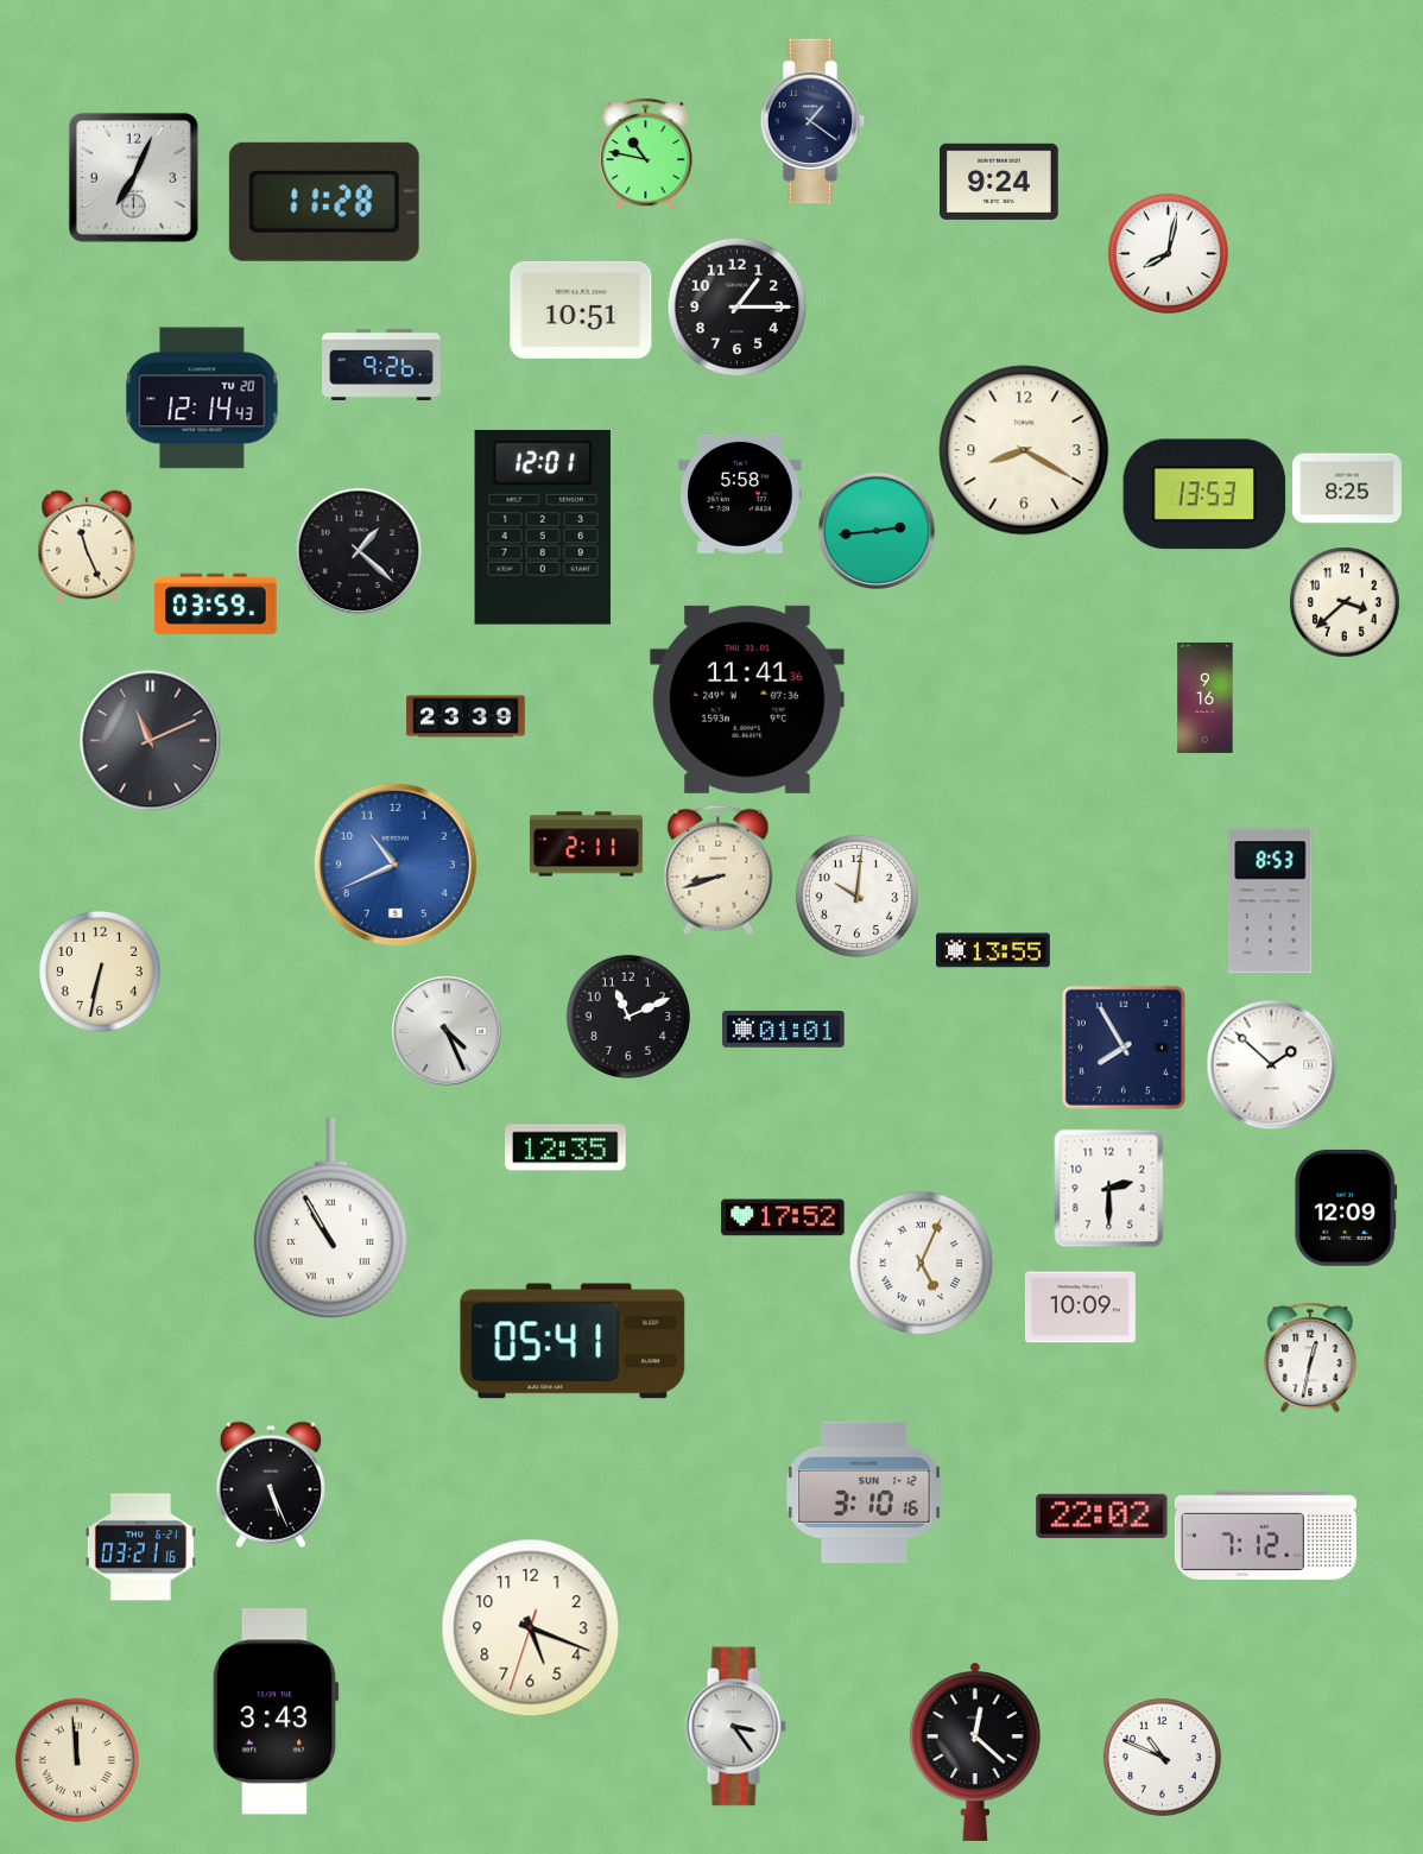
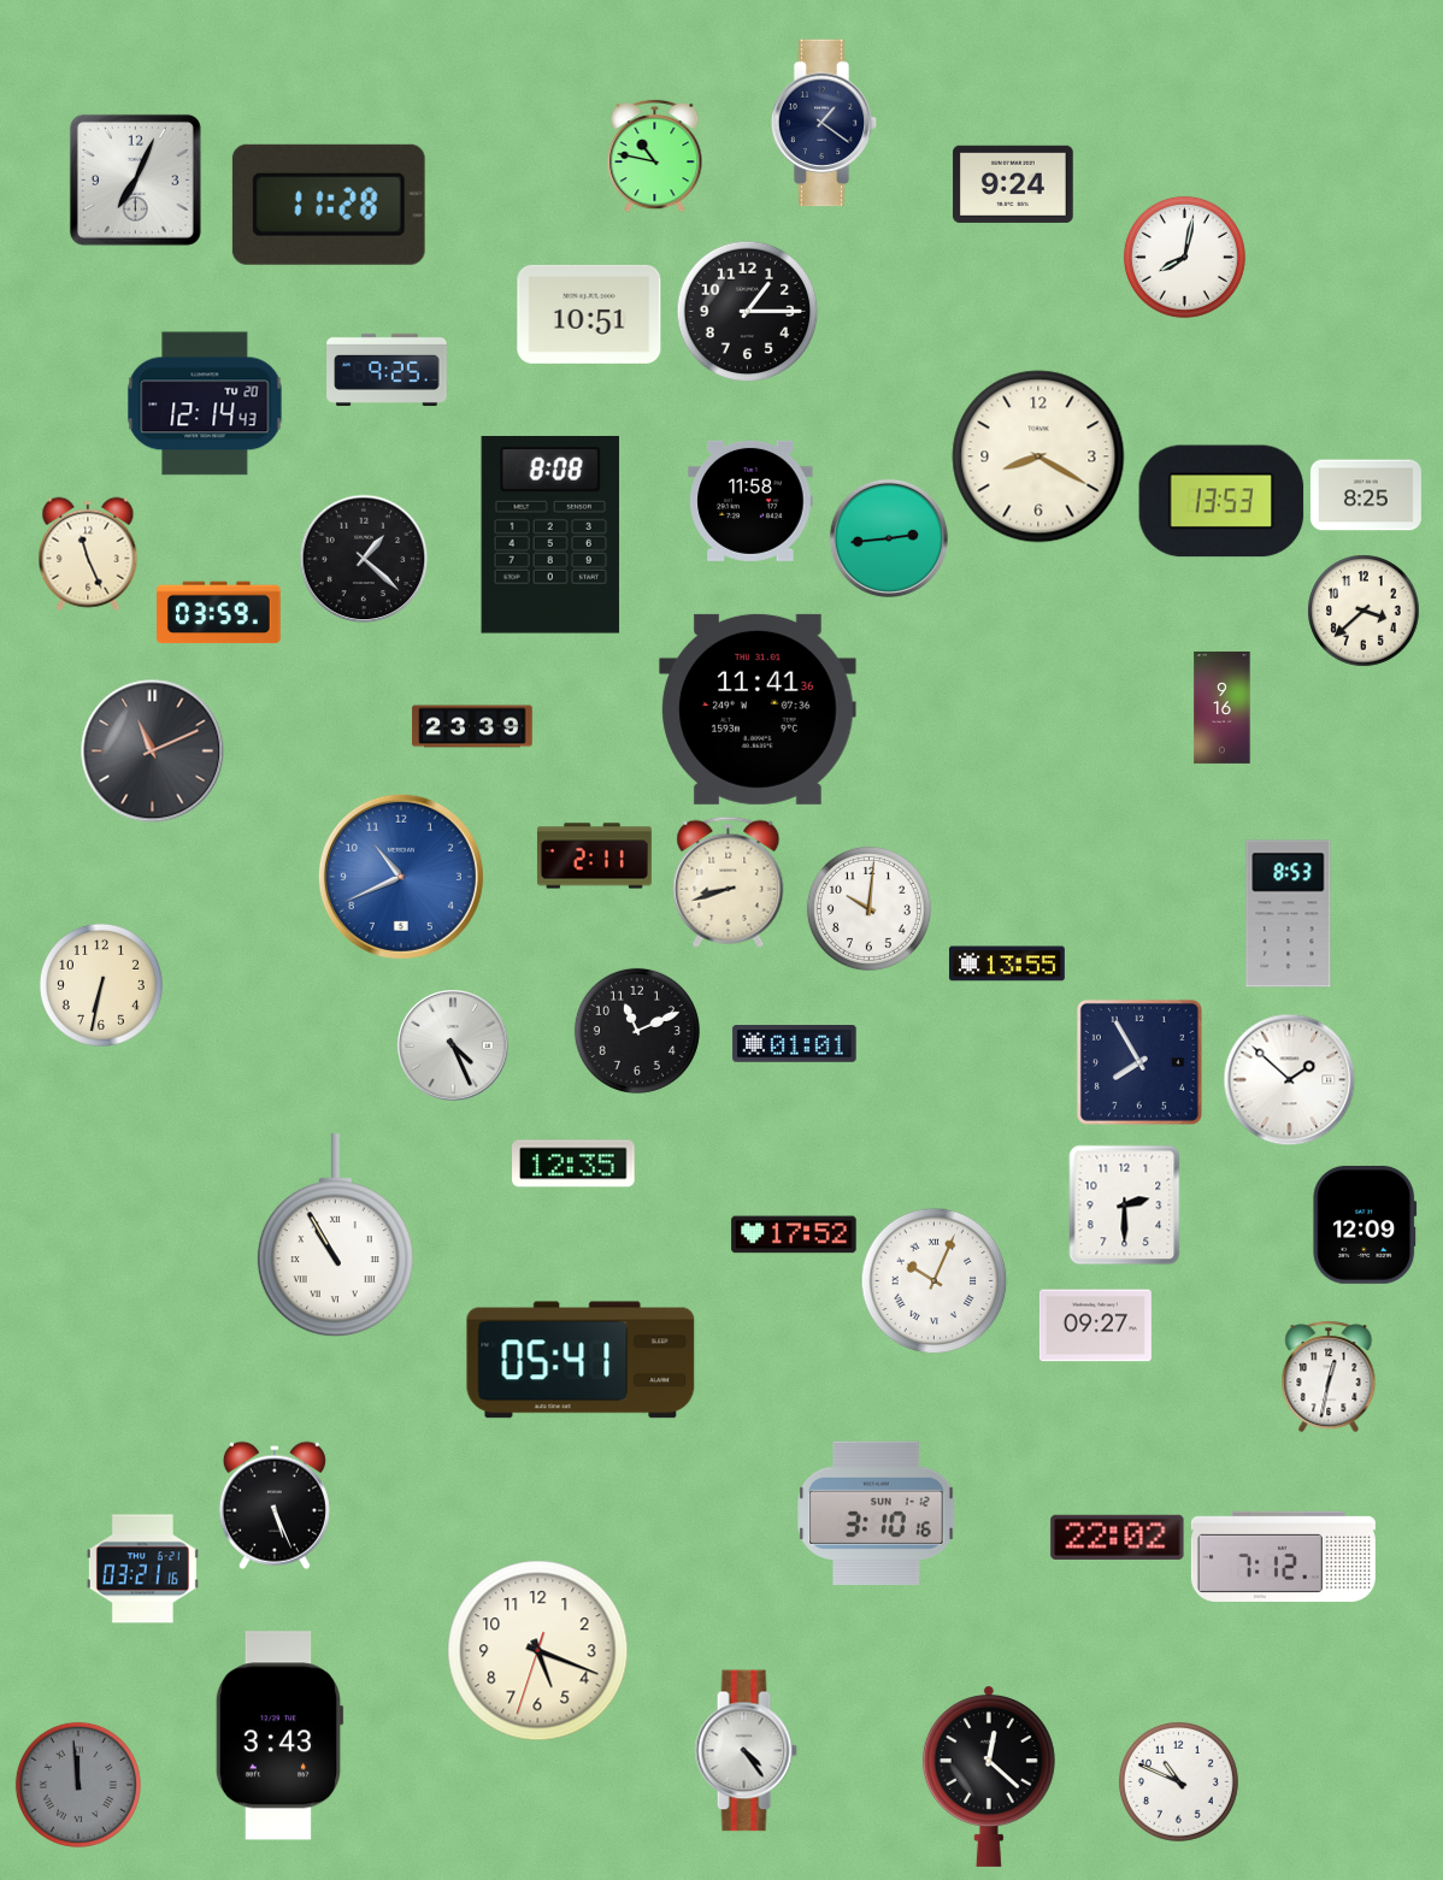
clock at (381, 365): 9:26 -> 9:25
clock at (740, 494): 5:58 -> 11:58
clock at (543, 527): 12:01 -> 8:08
clock at (921, 1263): 5:04 -> 10:04
clock at (1080, 1308): 10:09 -> 09:27
clock at (735, 1727): 3:24 -> 4:24
clock at (77, 1760) dial: cream -> grey
